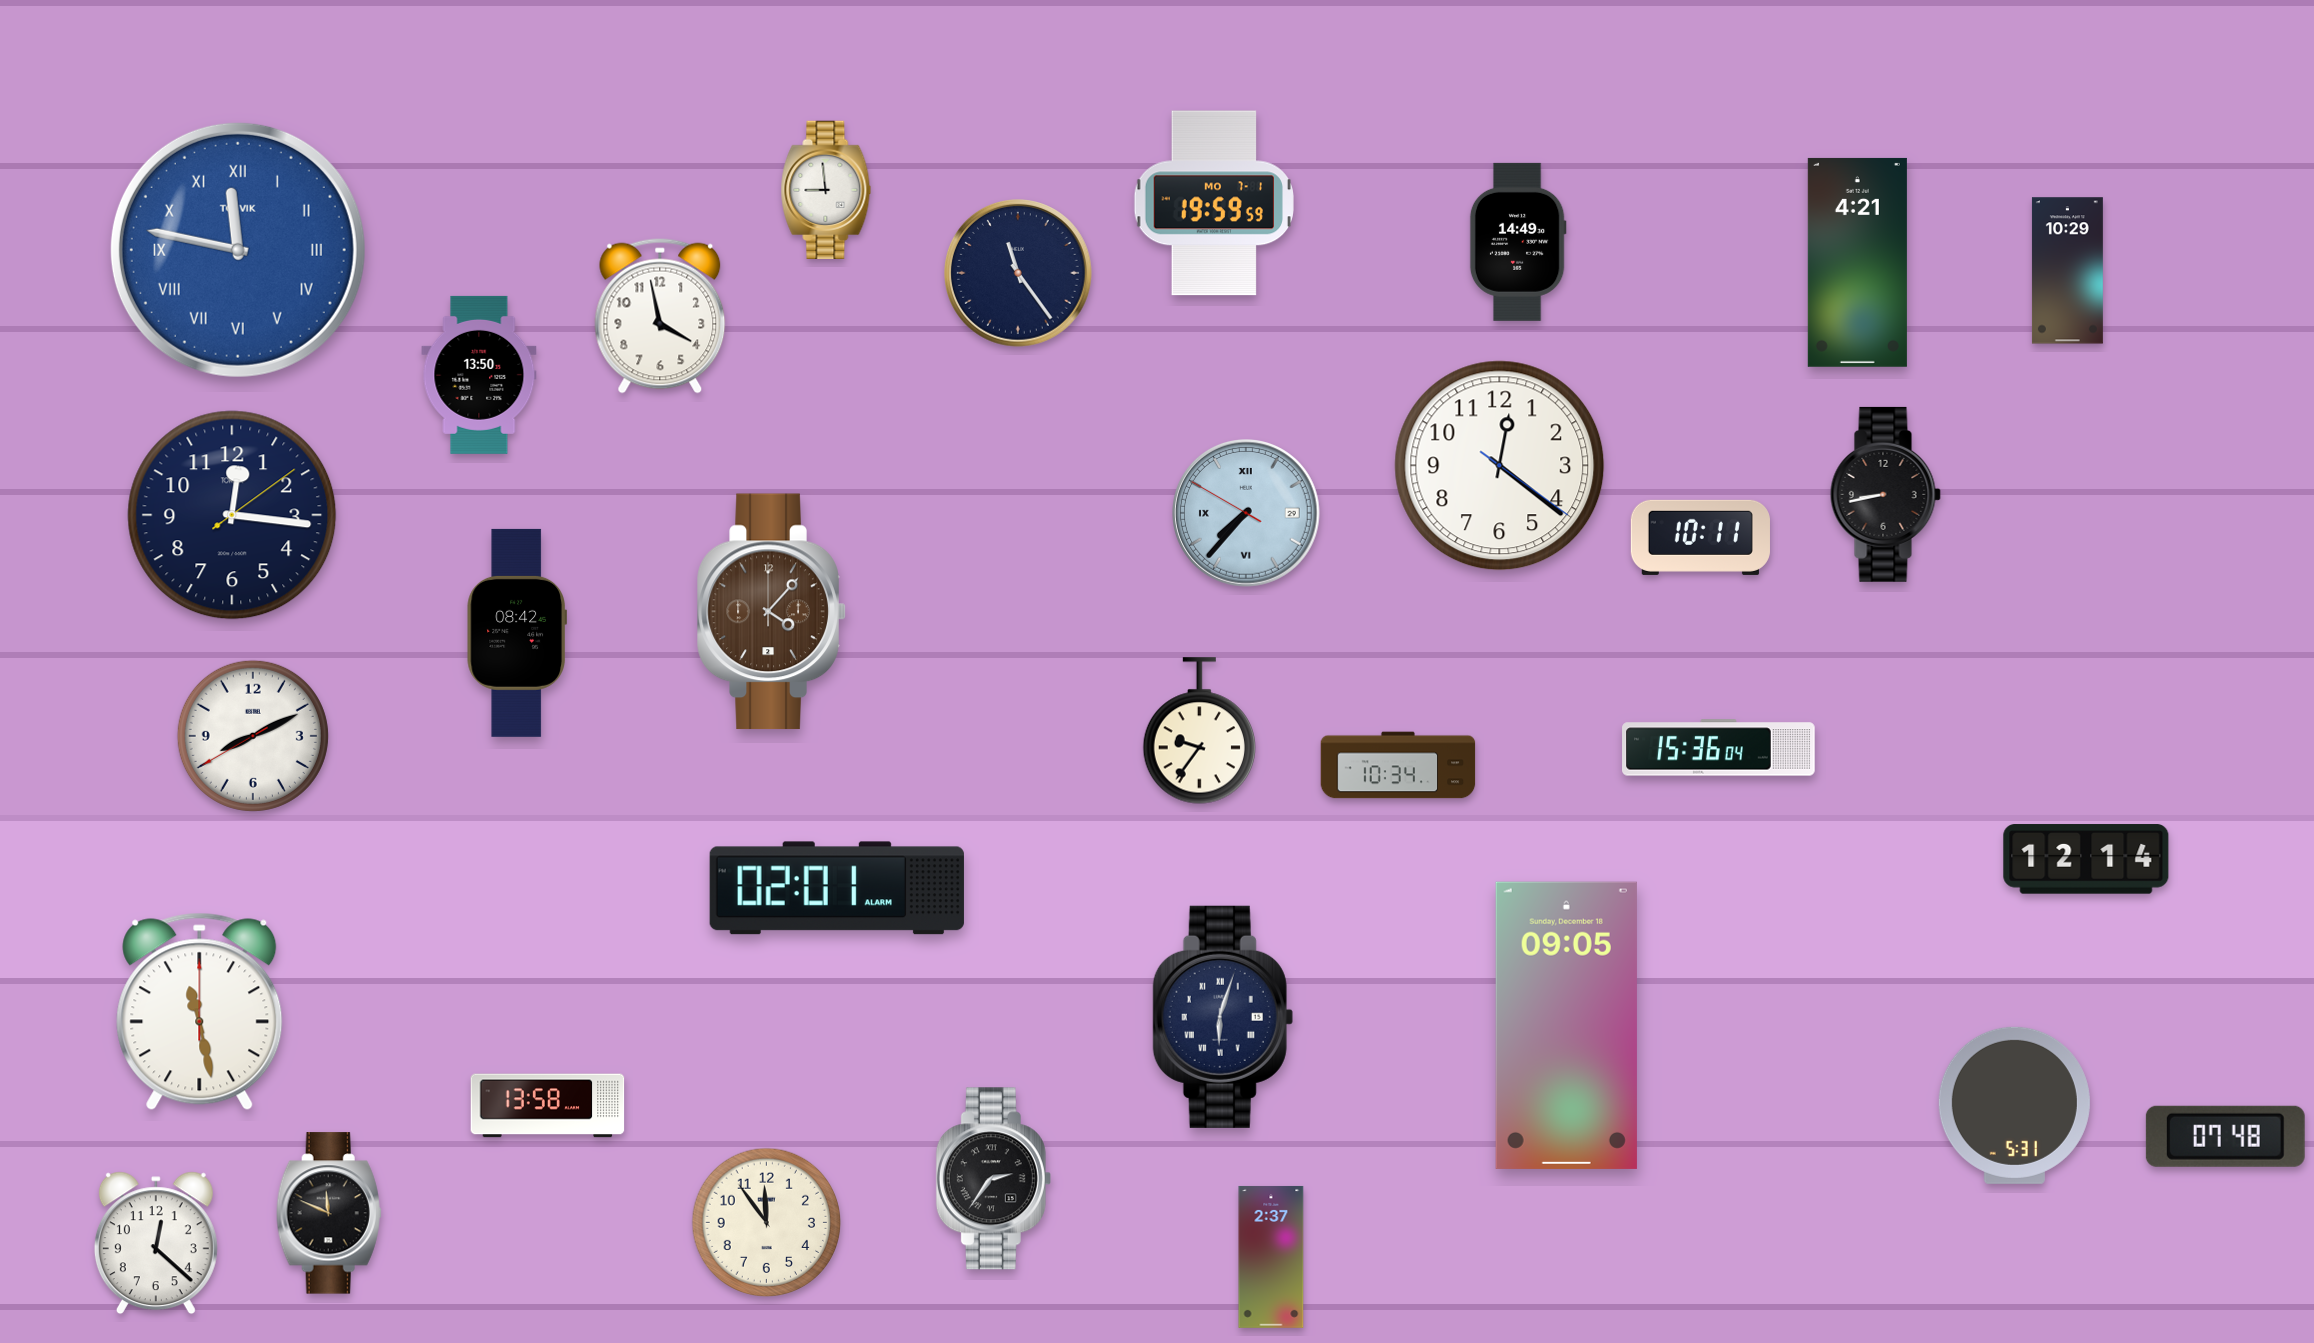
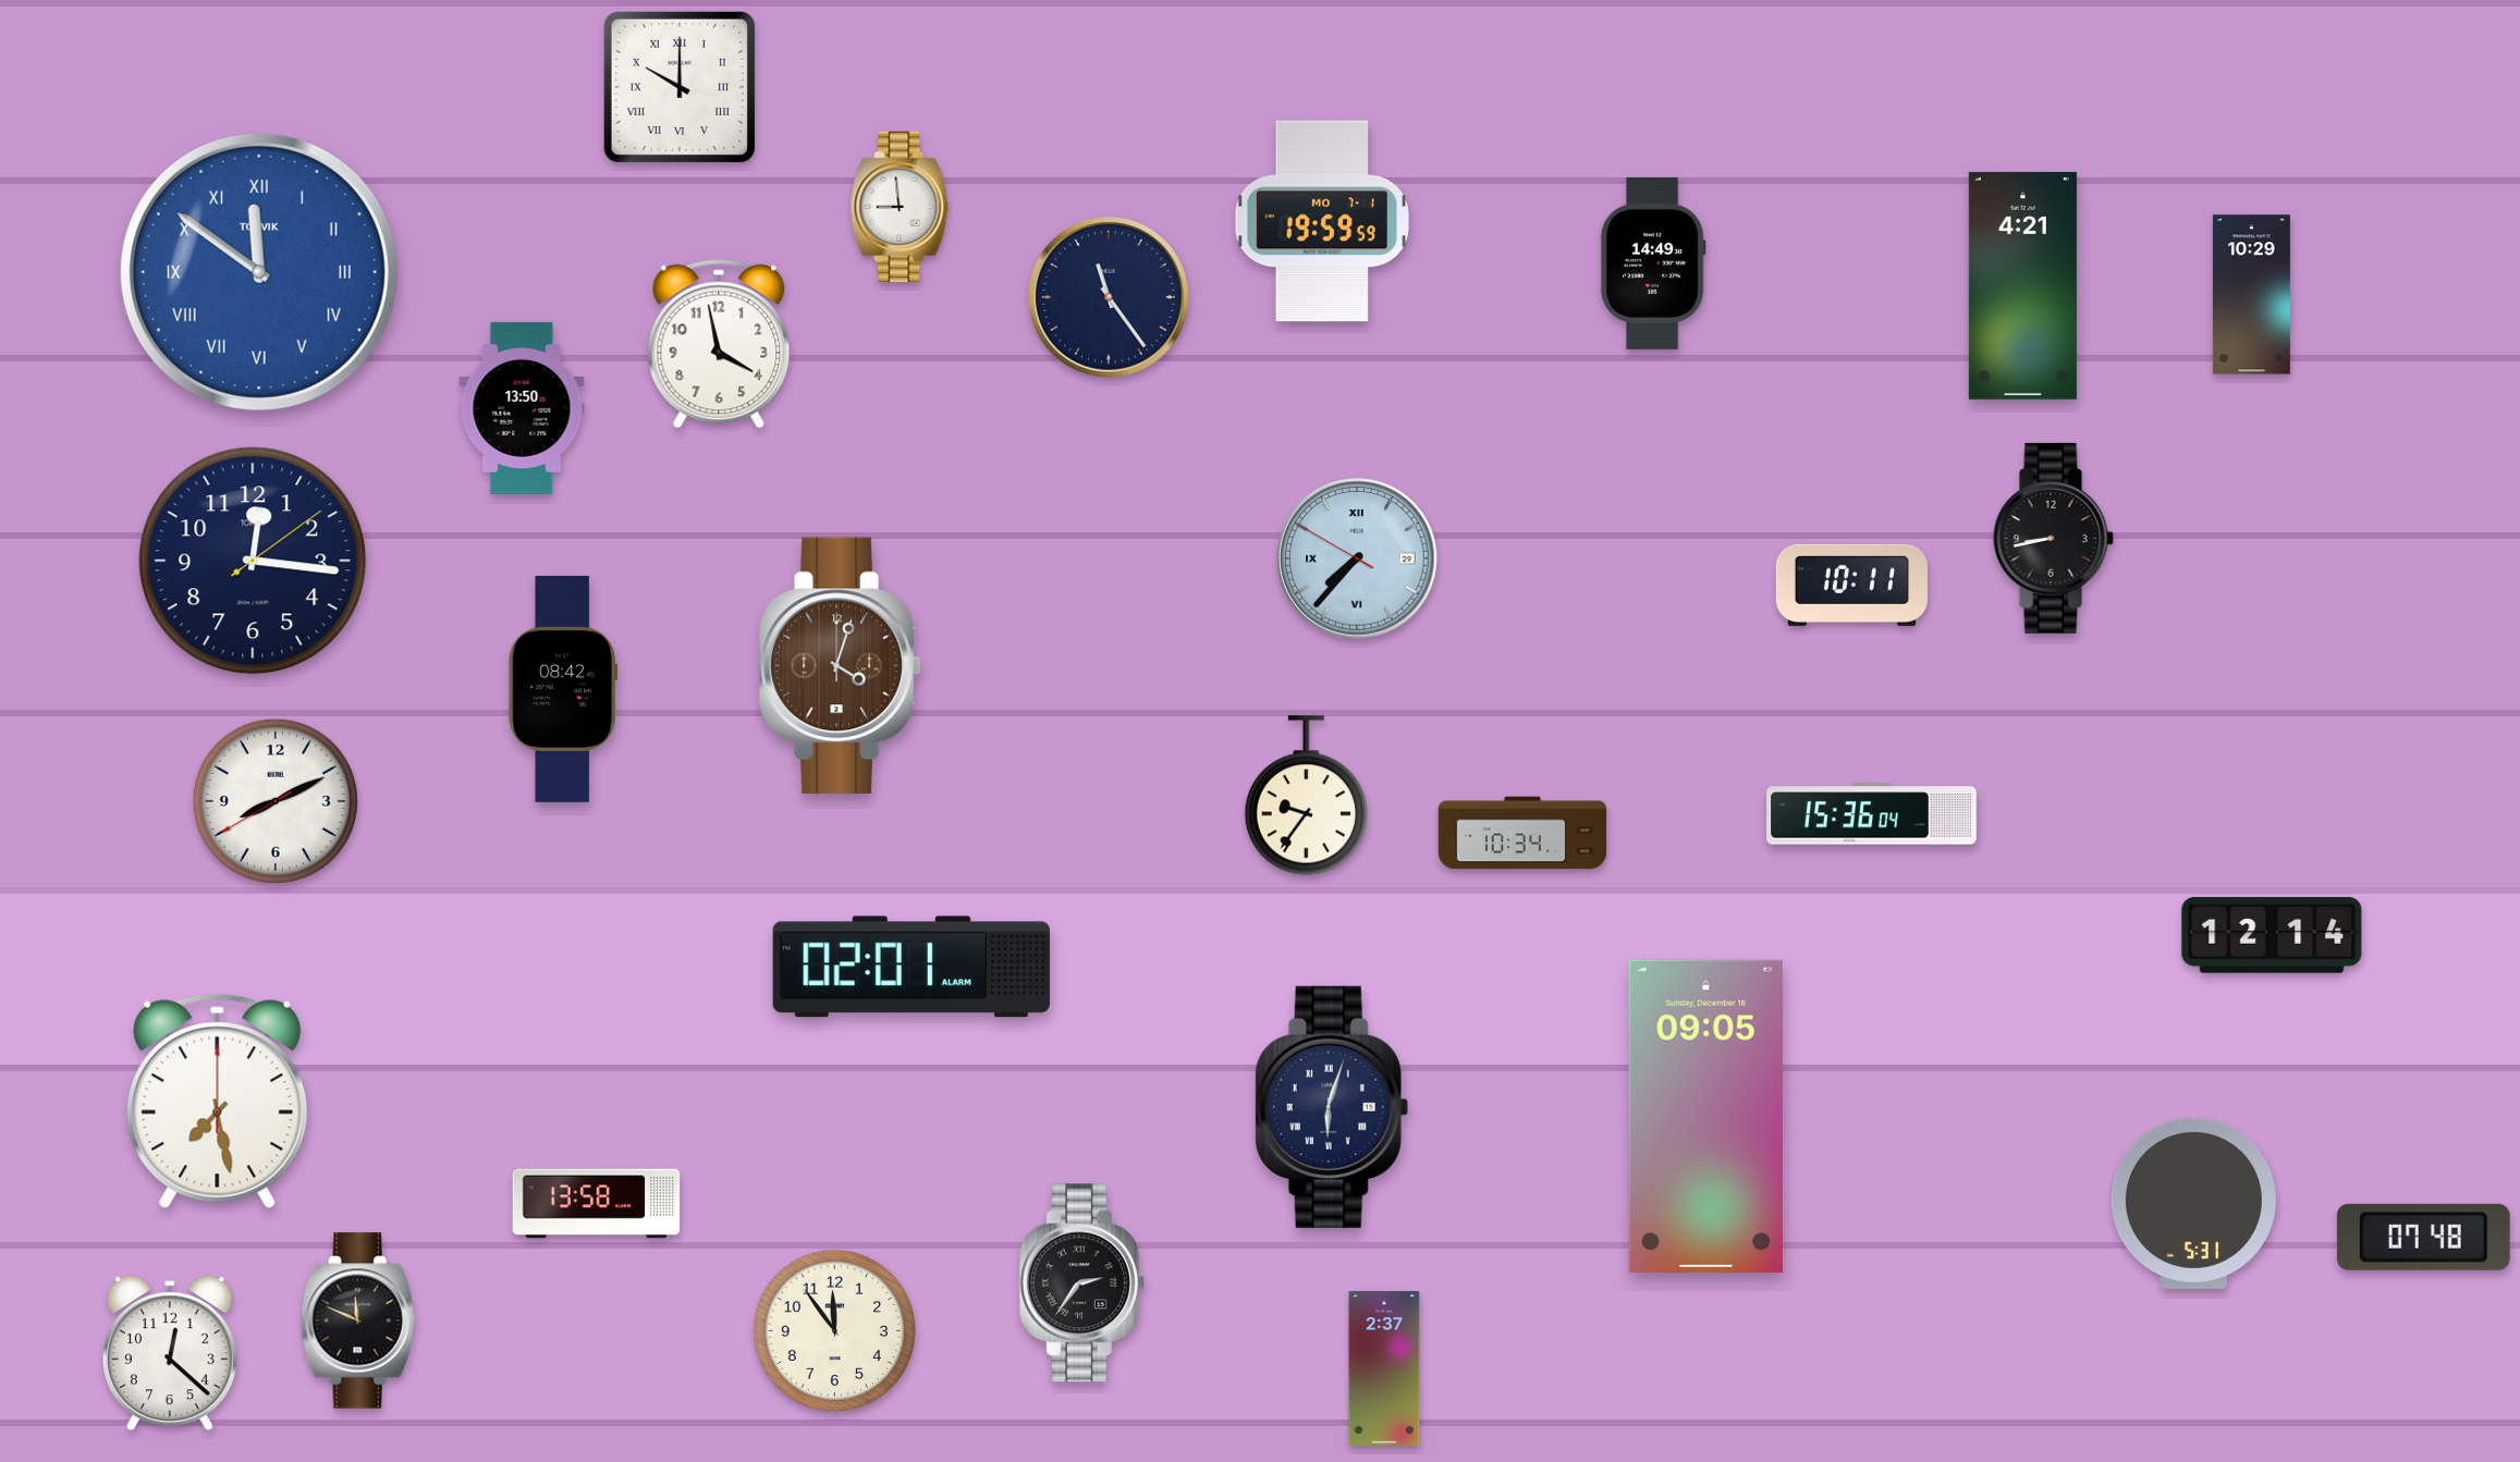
clock at (680, 87): none -> 10:00
clock at (238, 250): 11:47 -> 11:51
clock at (1500, 466): 12:21 -> none
clock at (772, 612): 4:07 -> 4:03
clock at (200, 1012): 11:28 -> 7:28
